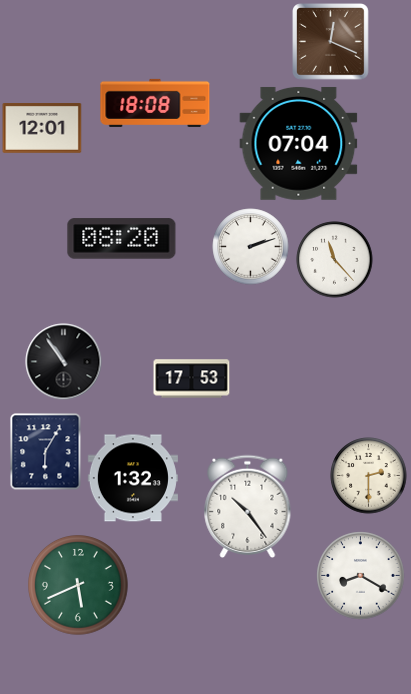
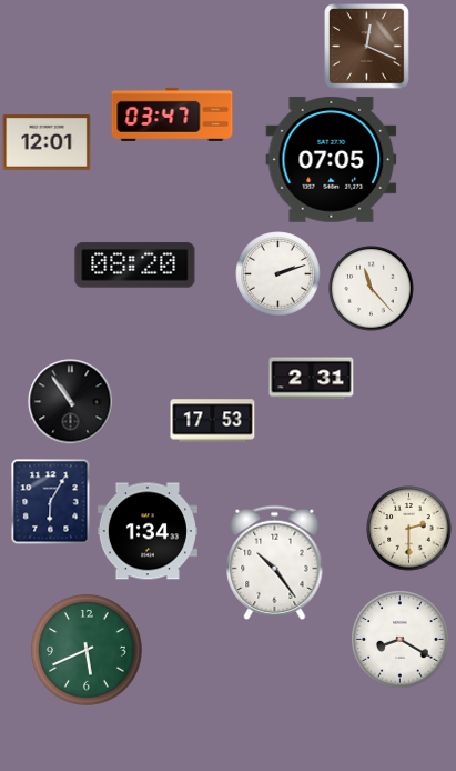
clock at (155, 103): 18:08 -> 03:47
clock at (299, 143): 07:04 -> 07:05
clock at (312, 379): none -> 2:31
clock at (133, 478): 1:32 -> 1:34
